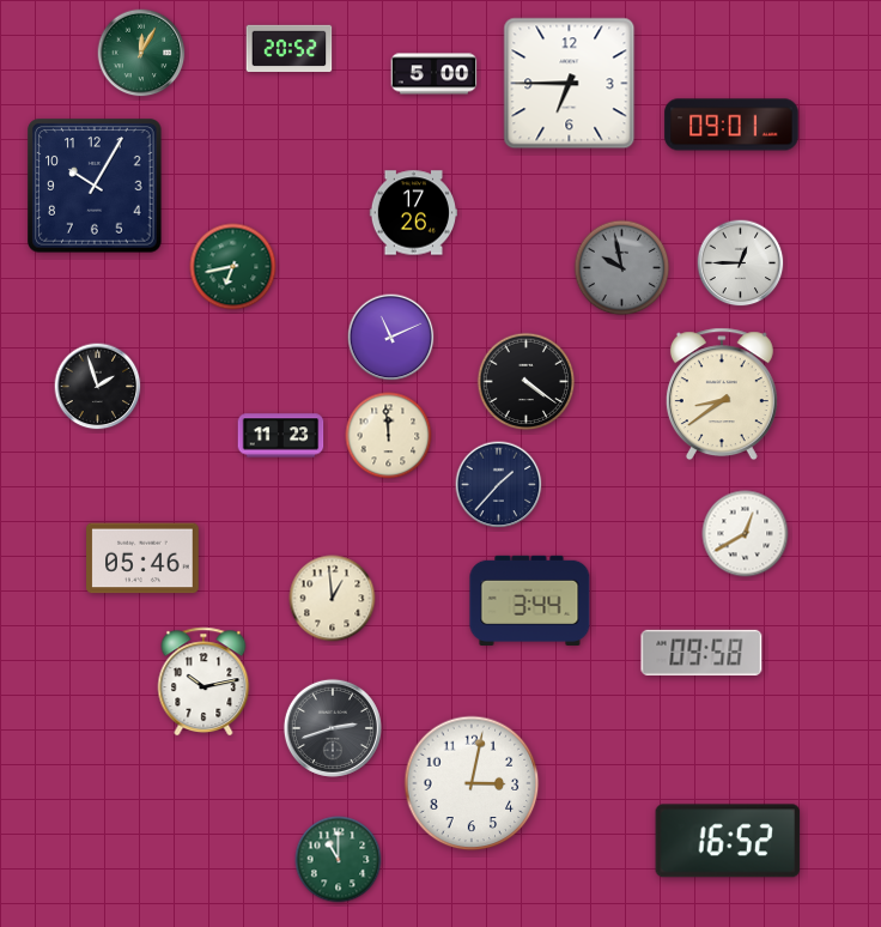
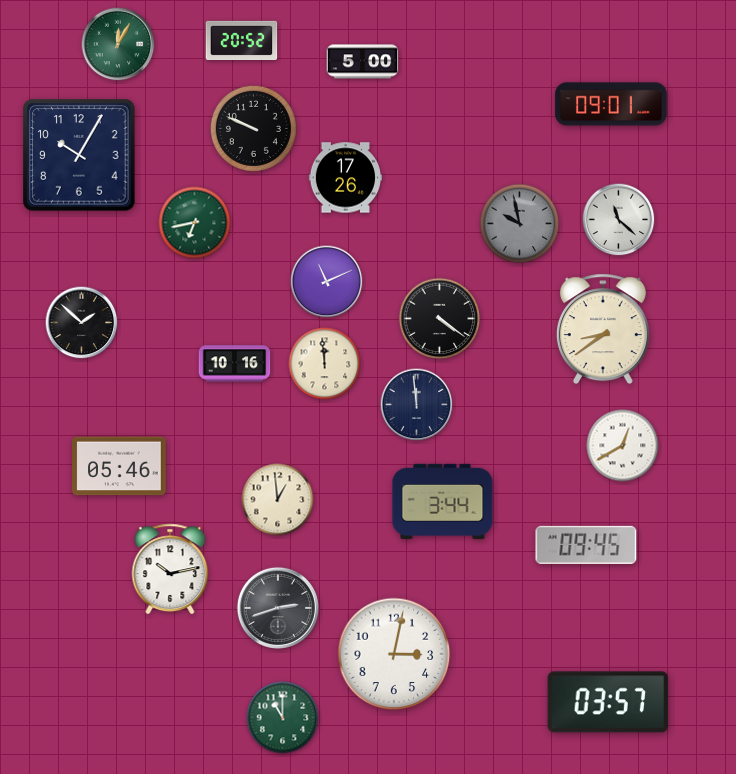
clock at (570, 84): 6:45 -> none
clock at (253, 128): none -> 9:49
clock at (741, 263): 12:45 -> 11:22
clock at (98, 387): 1:57 -> 1:52
clock at (281, 436): 11:23 -> 10:16
clock at (499, 485): 1:37 -> 11:59
clock at (701, 653): 09:58 -> 09:45
clock at (728, 841): 16:52 -> 03:57
